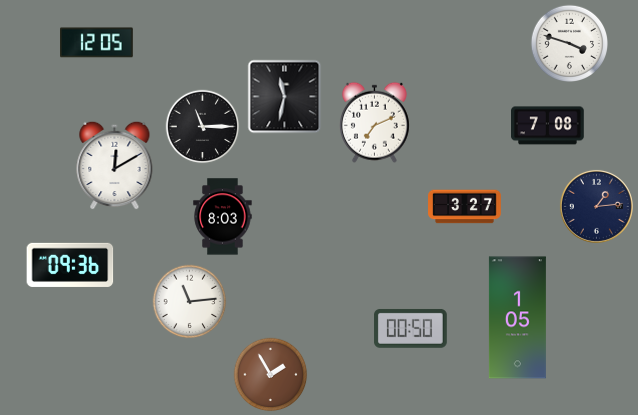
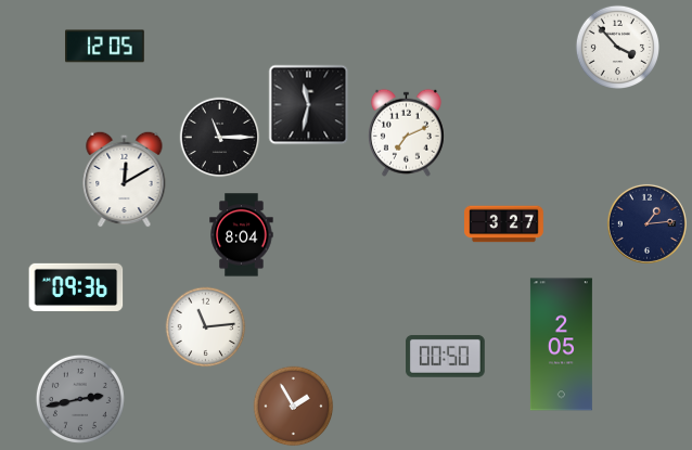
clock at (569, 43): 3:48 -> 3:53
clock at (548, 126): 7:08 -> none
clock at (223, 217): 8:03 -> 8:04
clock at (517, 318): 1:05 -> 2:05
clock at (80, 399): none -> 2:43
